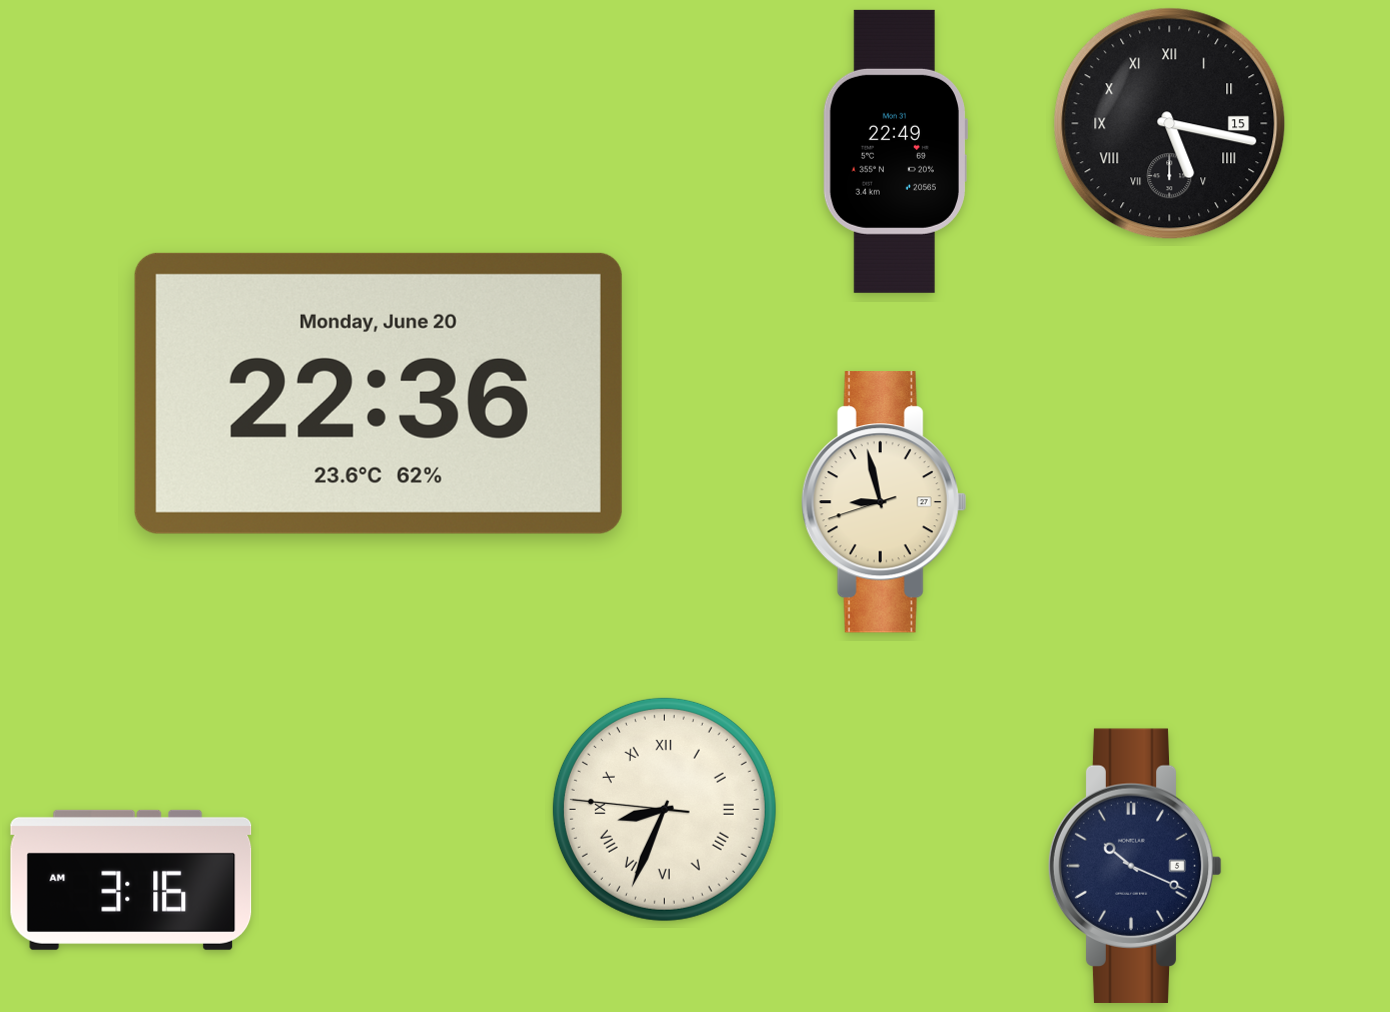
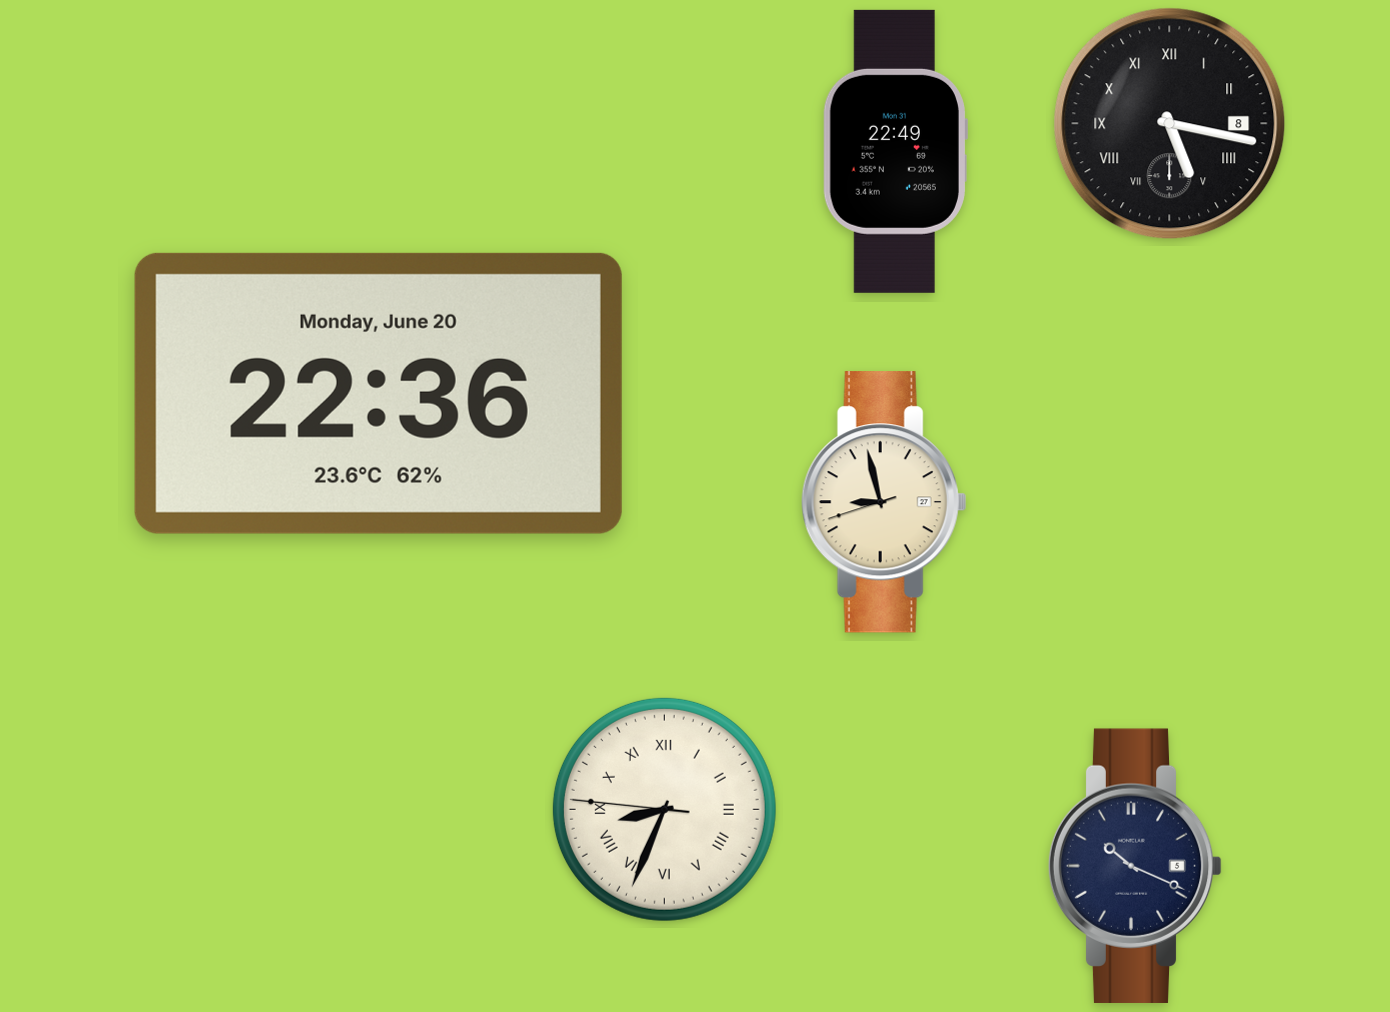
clock at (1170, 124) date: 15 -> 8
clock at (131, 880): 3:16 -> none
